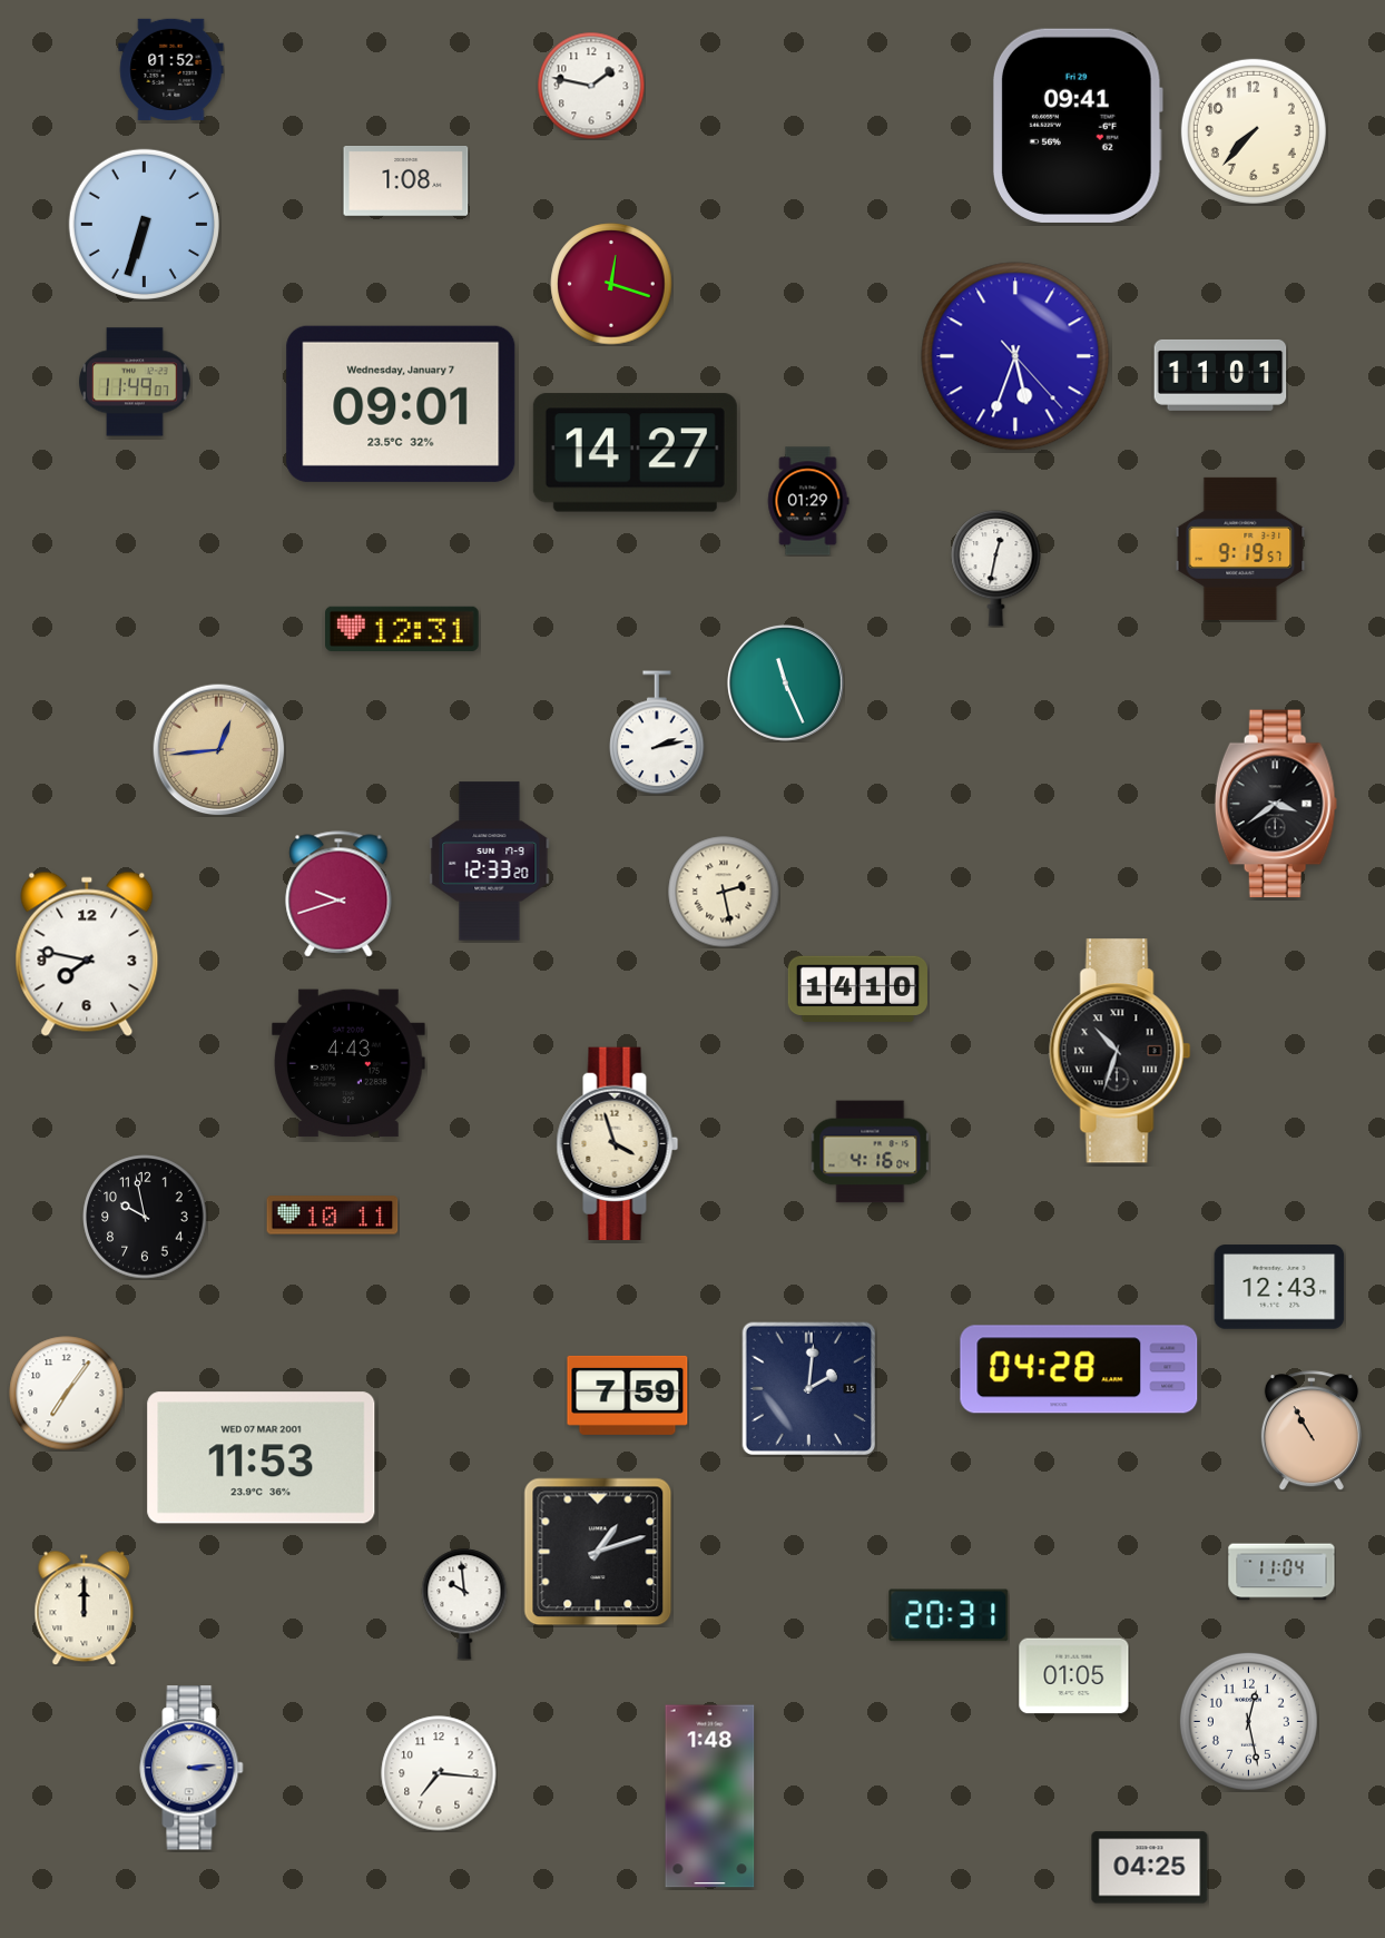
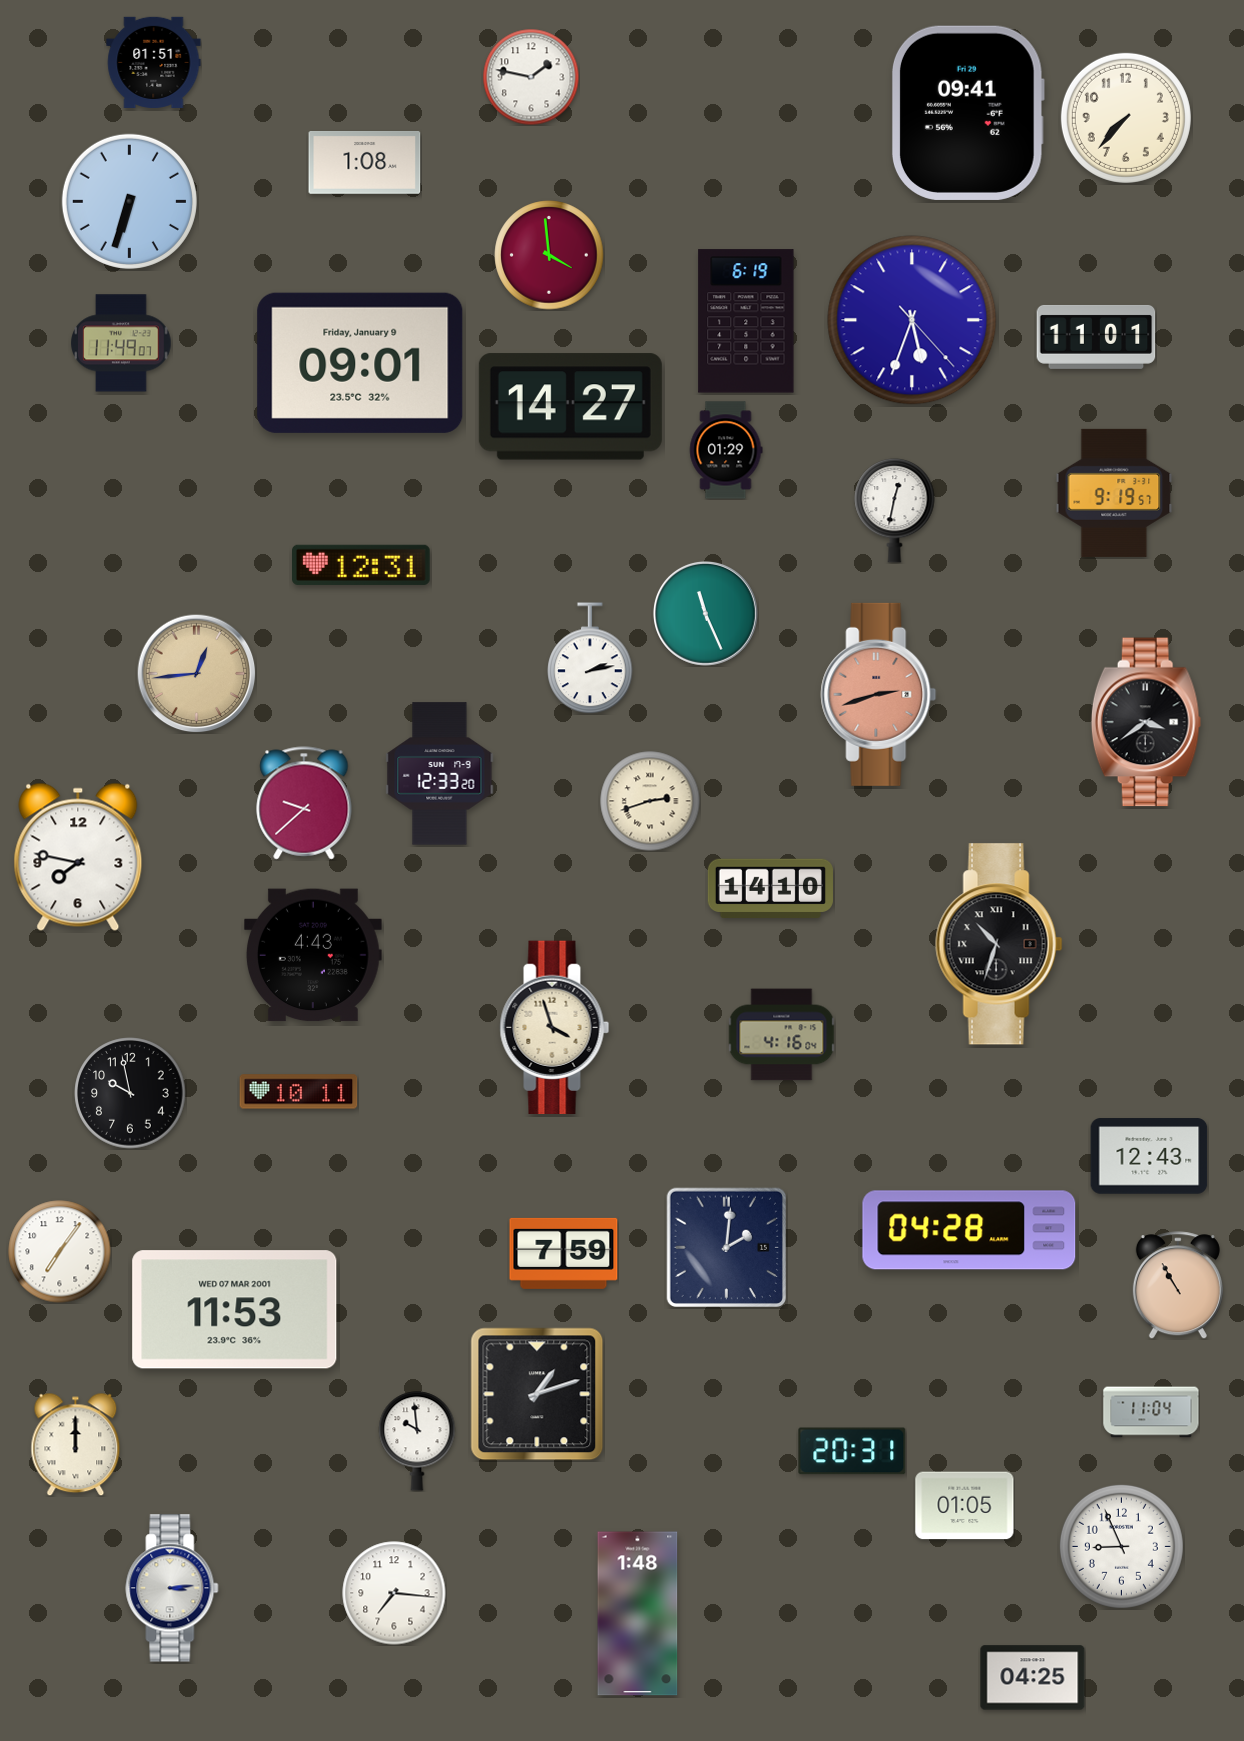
clock at (171, 69): 01:52 -> 01:51
clock at (611, 284): 12:18 -> 3:59
clock at (746, 321): none -> 6:19
clock at (401, 404) date: Wednesday, January 7 -> Friday, January 9
clock at (879, 694): none -> 2:42
clock at (724, 892): 2:28 -> 2:42
clock at (338, 894): 9:42 -> 9:38
clock at (1120, 1051) position: (1120, 1051) -> (999, 944)
clock at (1248, 1721): 12:28 -> 8:56
